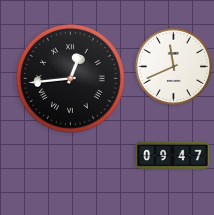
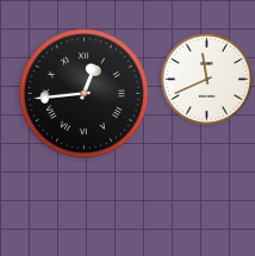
clock at (173, 156): 09:47 -> none
